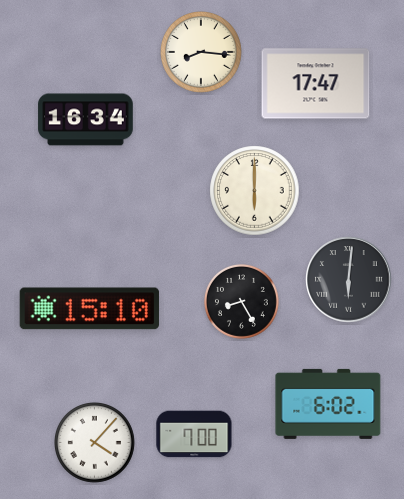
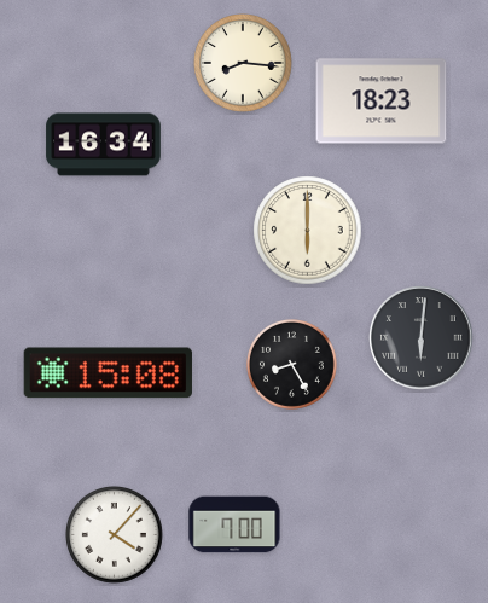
clock at (316, 84): 17:47 -> 18:23
clock at (89, 309): 15:10 -> 15:08
clock at (328, 404): 6:02 -> none
